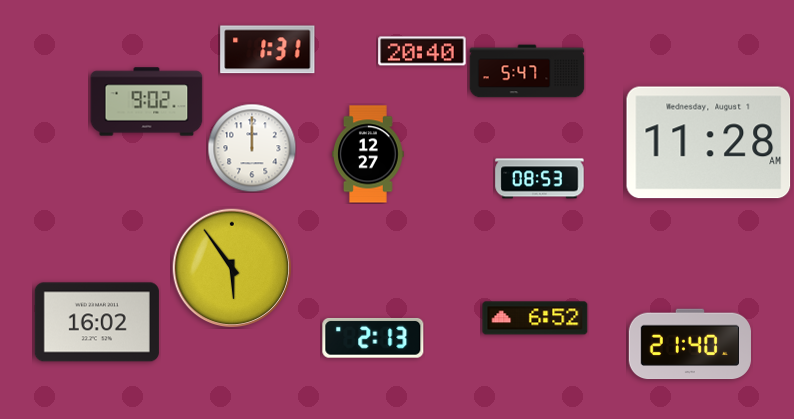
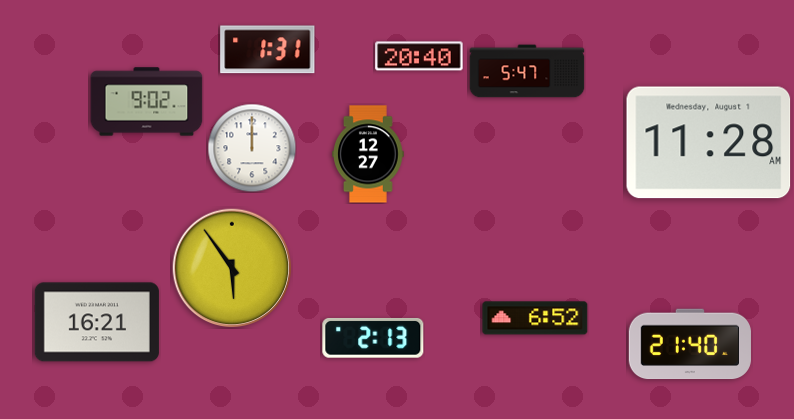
clock at (422, 51) position: (422, 51) -> (419, 56)
clock at (540, 179): 08:53 -> none
clock at (97, 322): 16:02 -> 16:21
